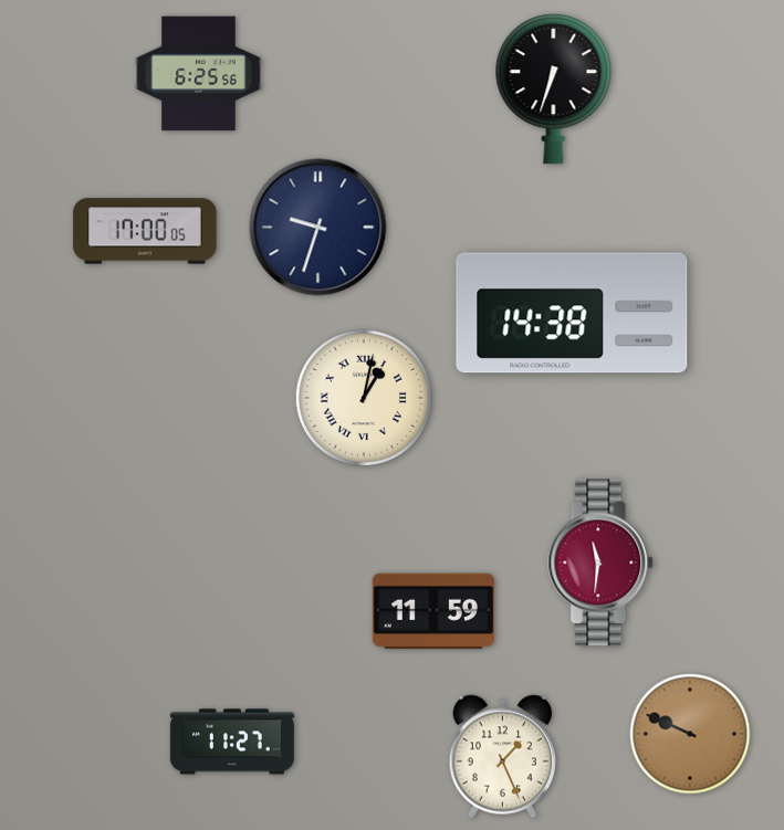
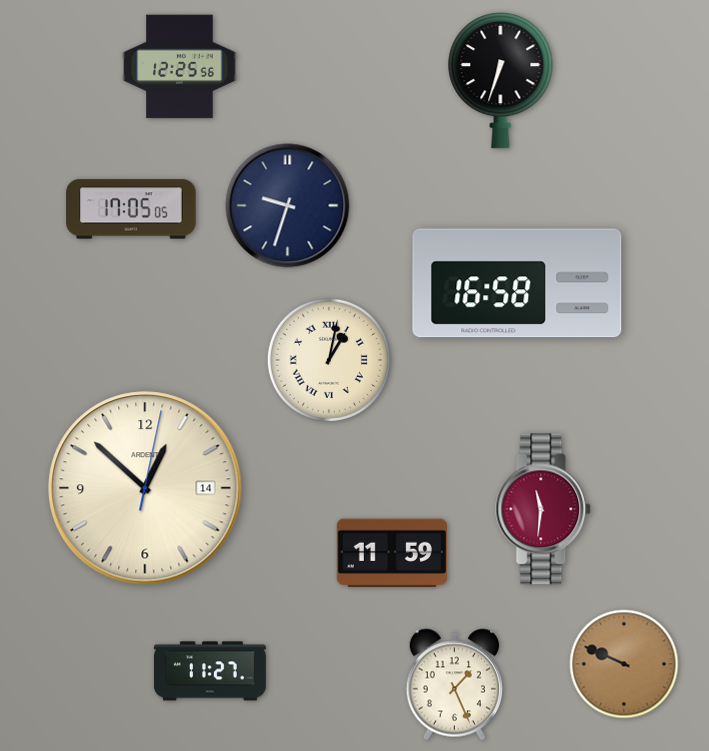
clock at (199, 74): 6:25 -> 12:25
clock at (145, 231): 17:00 -> 17:05
clock at (572, 313): 14:38 -> 16:58
clock at (145, 488): none -> 12:52
